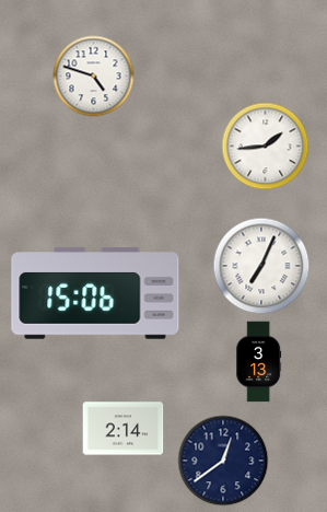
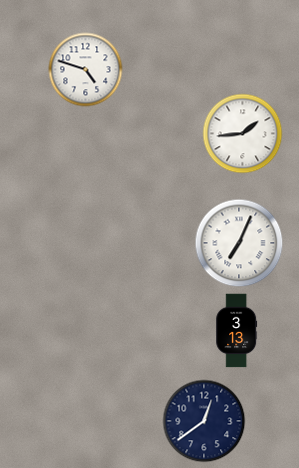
clock at (95, 294): 15:06 -> none
clock at (124, 429): 2:14 -> none
